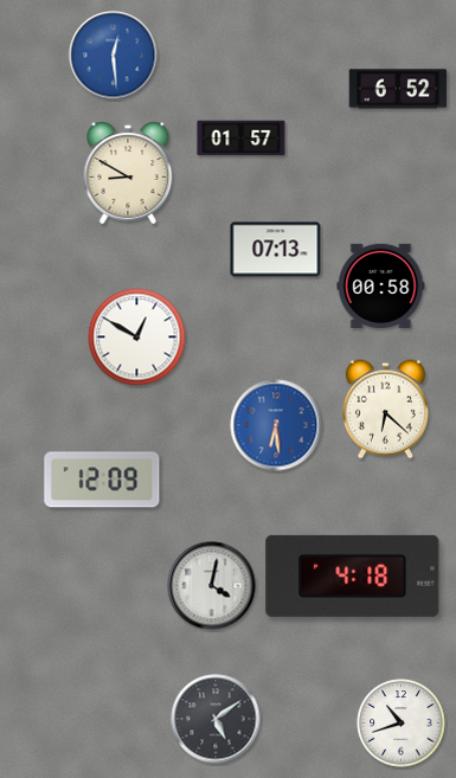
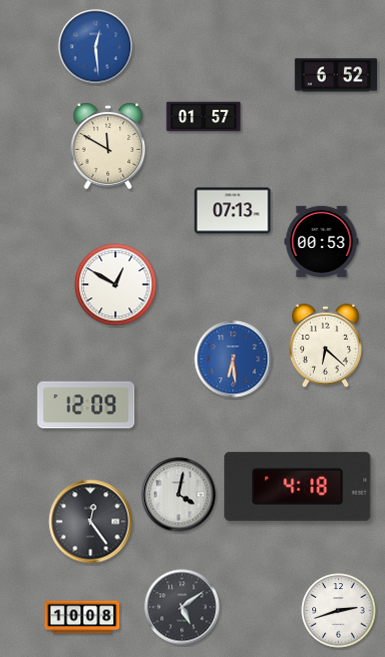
clock at (128, 173): 8:50 -> 11:50
clock at (381, 285): 00:58 -> 00:53
clock at (91, 522): none -> 12:24
clock at (402, 724): 10:42 -> 2:42
clock at (82, 617): none -> 10:08
